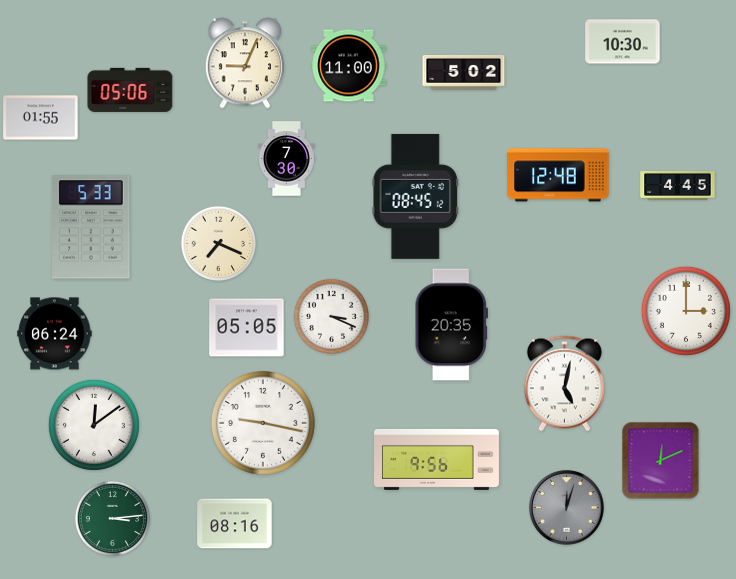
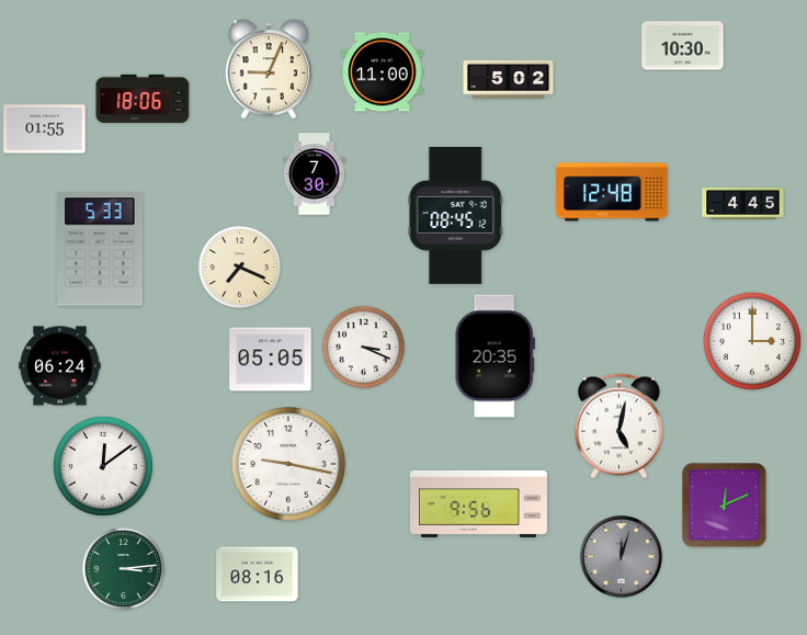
clock at (130, 90): 05:06 -> 18:06
clock at (564, 384) position: (564, 384) -> (618, 427)
